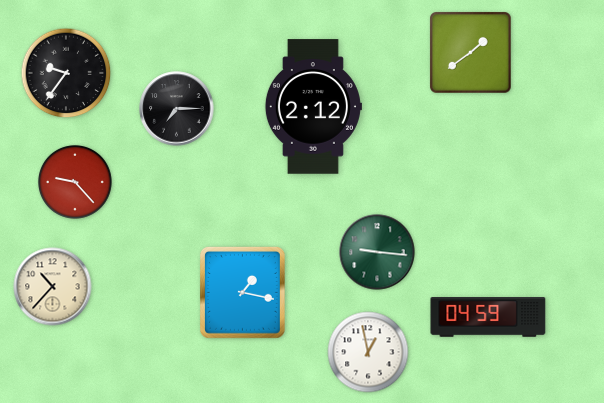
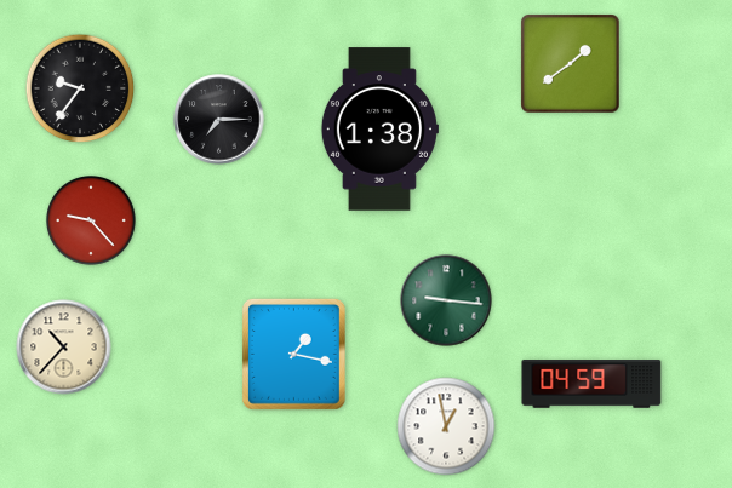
clock at (313, 107): 2:12 -> 1:38
clock at (177, 109) position: (177, 109) -> (219, 120)
clock at (377, 252) position: (377, 252) -> (446, 300)
